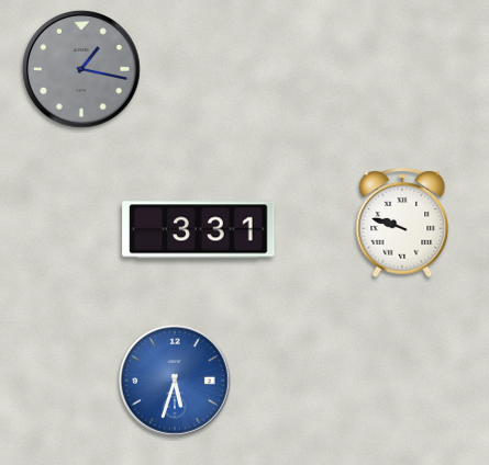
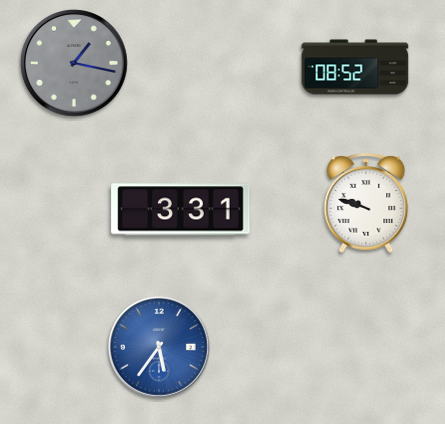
clock at (355, 67): none -> 08:52
clock at (176, 382): 5:33 -> 5:36
